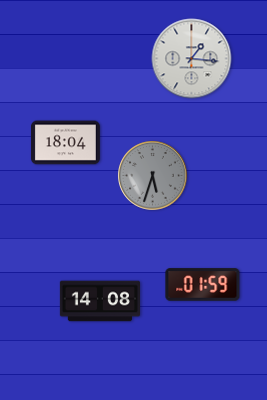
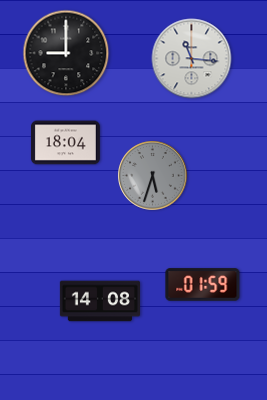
clock at (66, 53): none -> 9:00
clock at (192, 59): 1:16 -> 11:16
